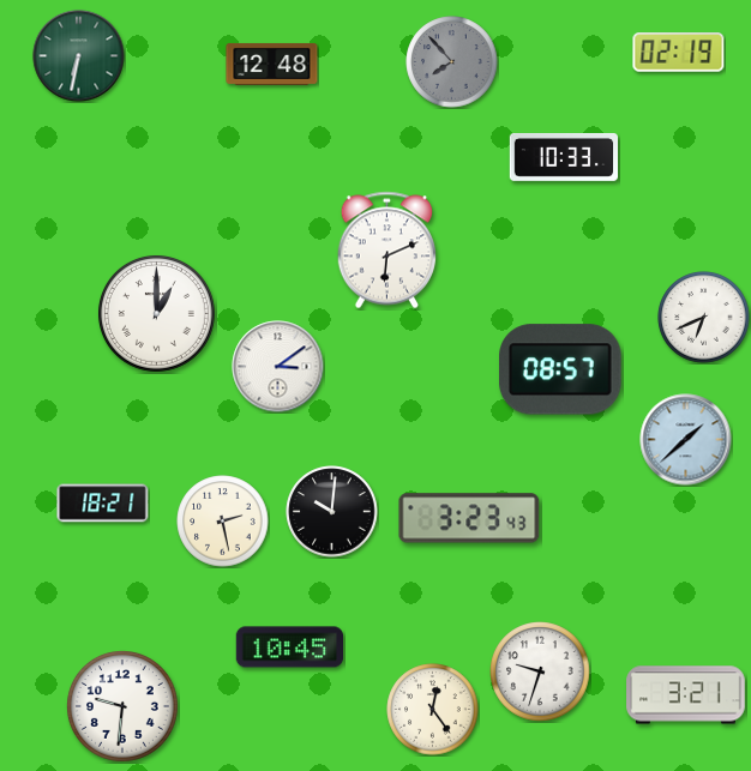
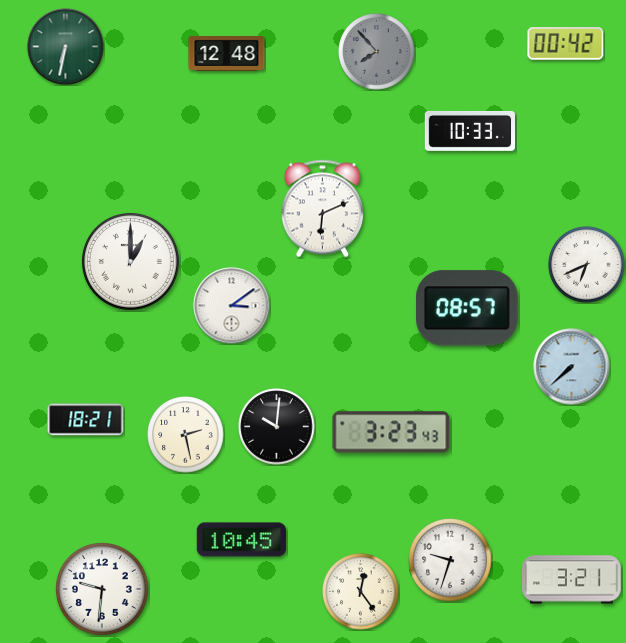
clock at (679, 53): 02:19 -> 00:42
clock at (686, 440): 1:38 -> 7:38
